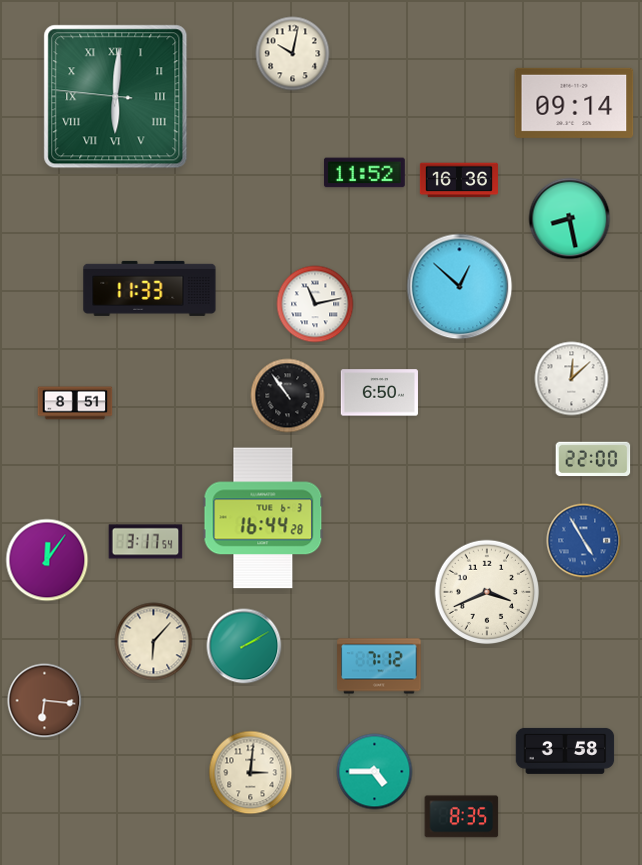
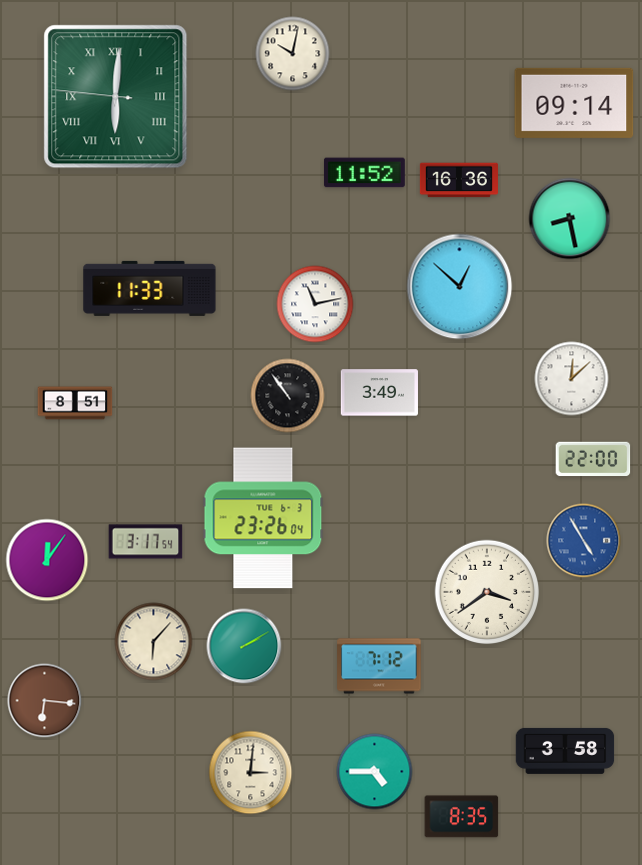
clock at (379, 393): 6:50 -> 3:49
clock at (263, 518): 16:44 -> 23:26
clock at (487, 592): 3:41 -> 3:39
